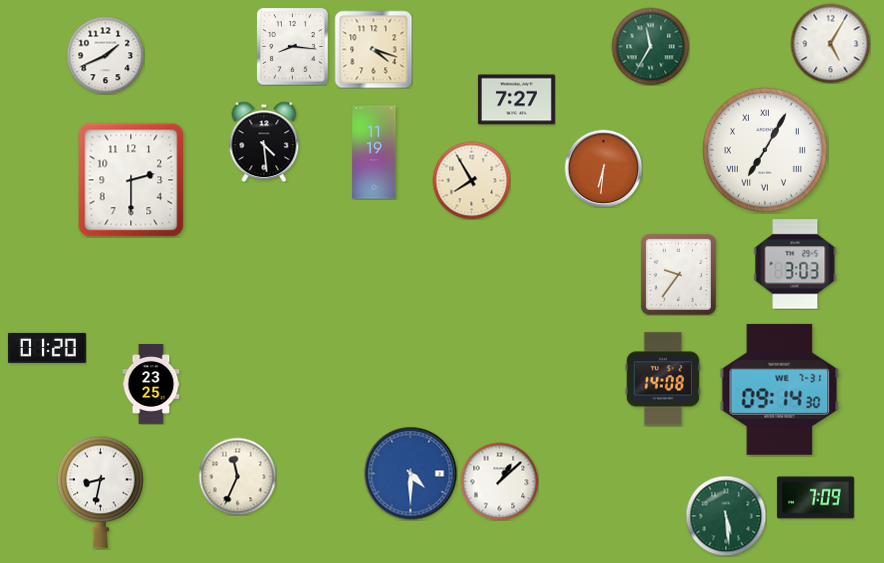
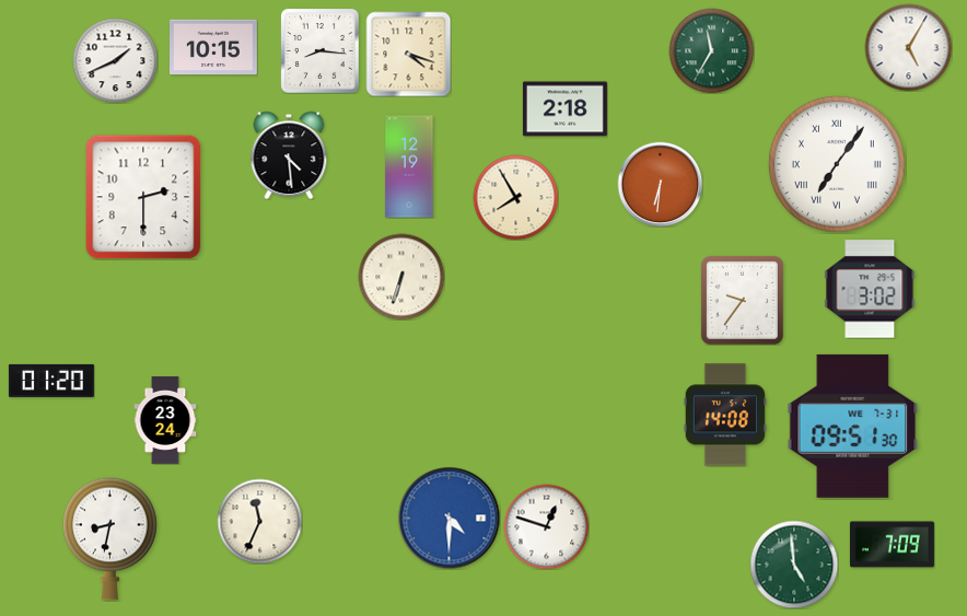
clock at (214, 47): none -> 10:15
clock at (516, 100): 7:27 -> 2:18
clock at (765, 150): 7:05 -> 7:06
clock at (374, 152): 11:19 -> 12:19
clock at (401, 277): none -> 6:33
clock at (795, 264): 3:03 -> 3:02
clock at (151, 385): 23:25 -> 23:24
clock at (780, 389): 09:14 -> 09:51
clock at (499, 481): 1:08 -> 12:48
clock at (726, 516): 5:29 -> 4:59
